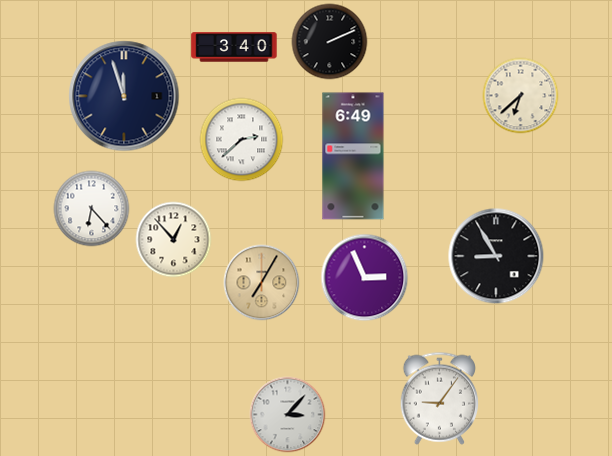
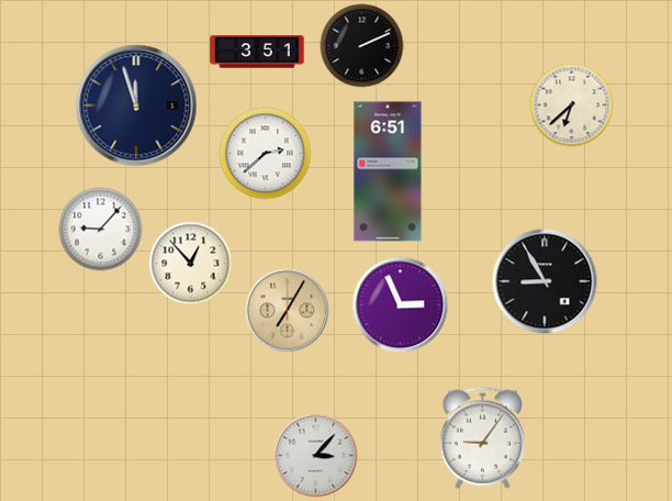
clock at (234, 47): 3:40 -> 3:51
clock at (353, 156): 6:49 -> 6:51
clock at (92, 209): 6:23 -> 9:07
